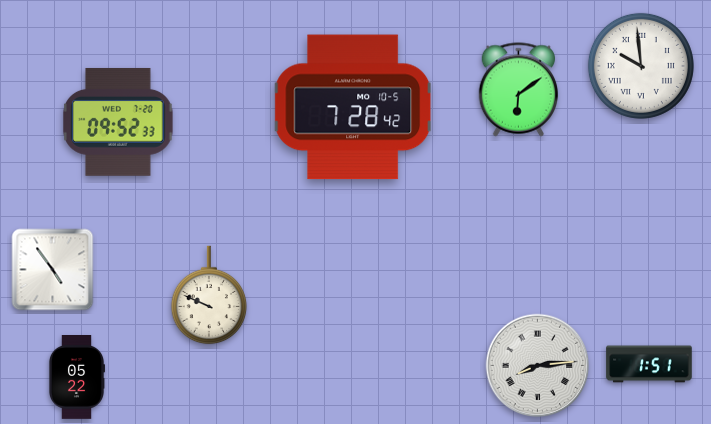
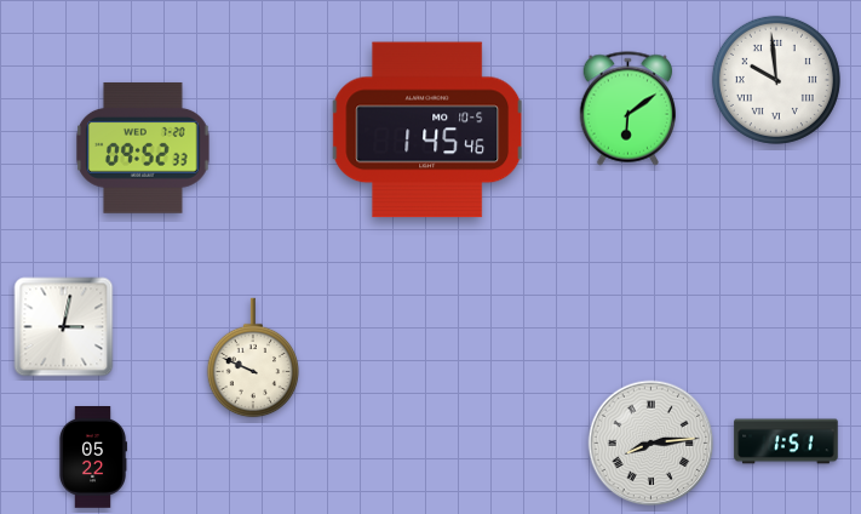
clock at (353, 107): 7:28 -> 1:45
clock at (53, 270): 4:54 -> 3:02
